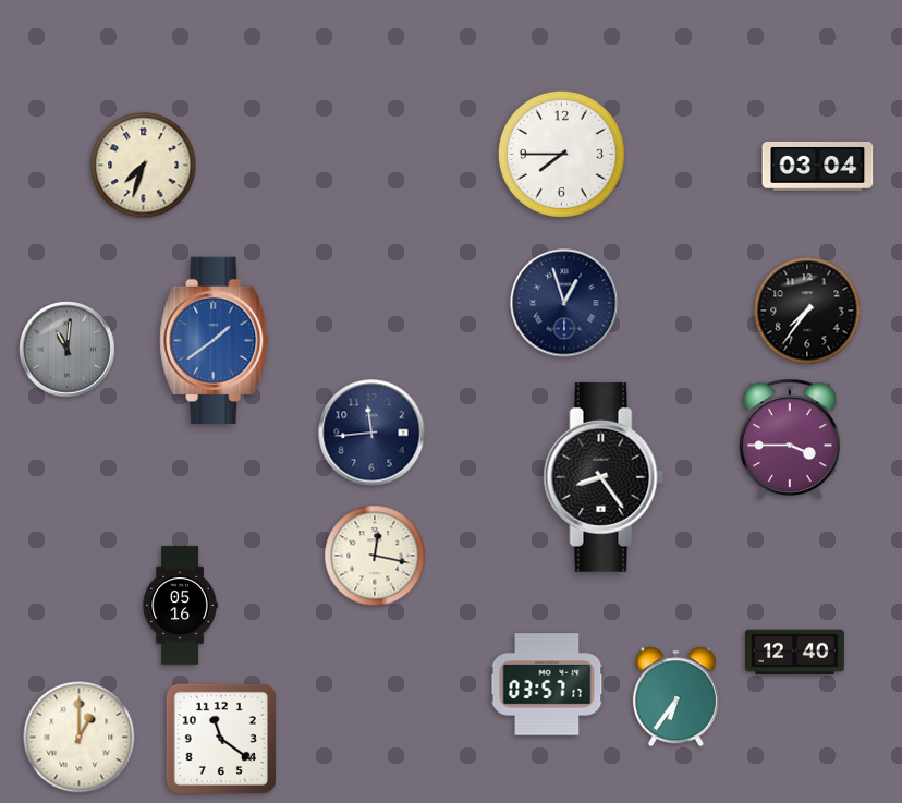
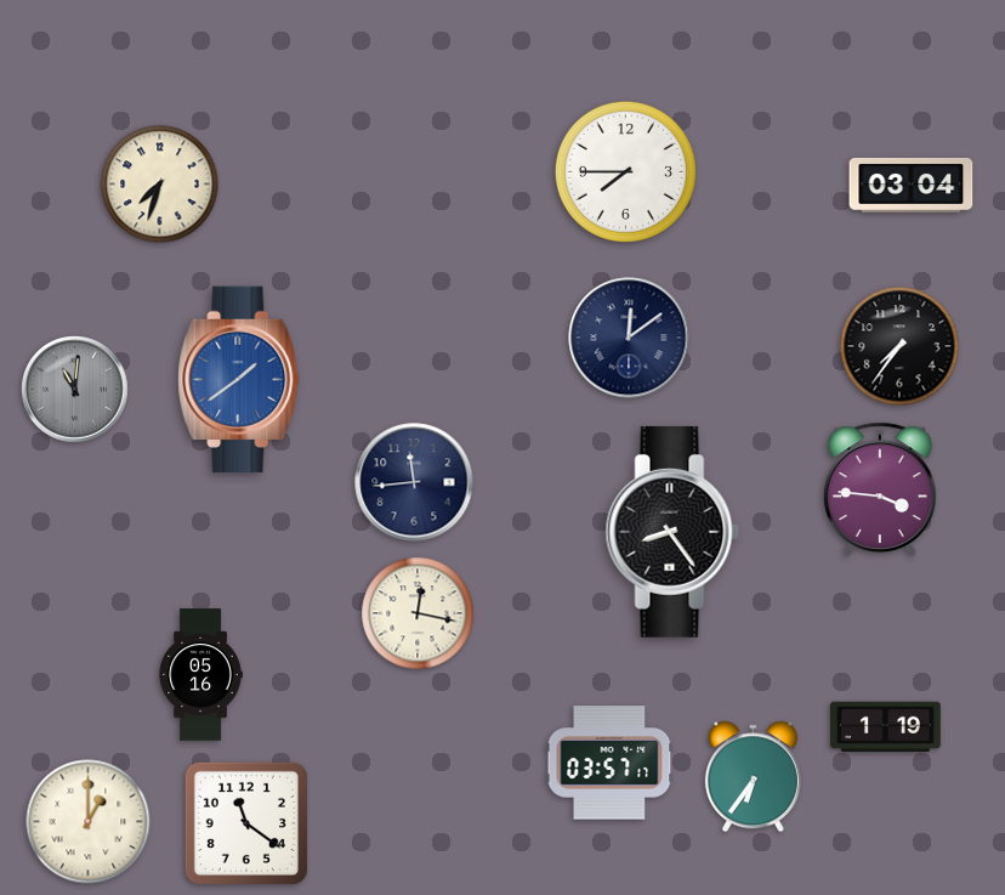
clock at (564, 303): 12:57 -> 12:09
clock at (791, 439): 3:45 -> 3:46
clock at (375, 556) position: (375, 556) -> (418, 613)
clock at (794, 653): 12:40 -> 1:19
